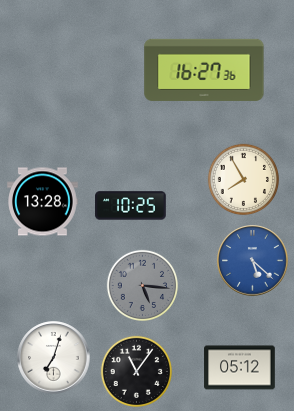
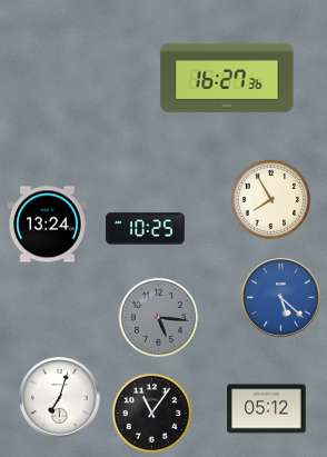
clock at (43, 202): 13:28 -> 13:24
clock at (253, 261) position: (253, 261) -> (281, 298)
